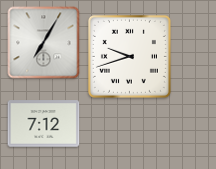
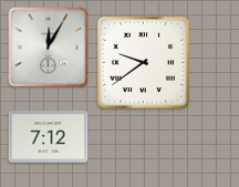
clock at (44, 43): 7:05 -> 12:05
clock at (129, 56): 9:42 -> 9:39
